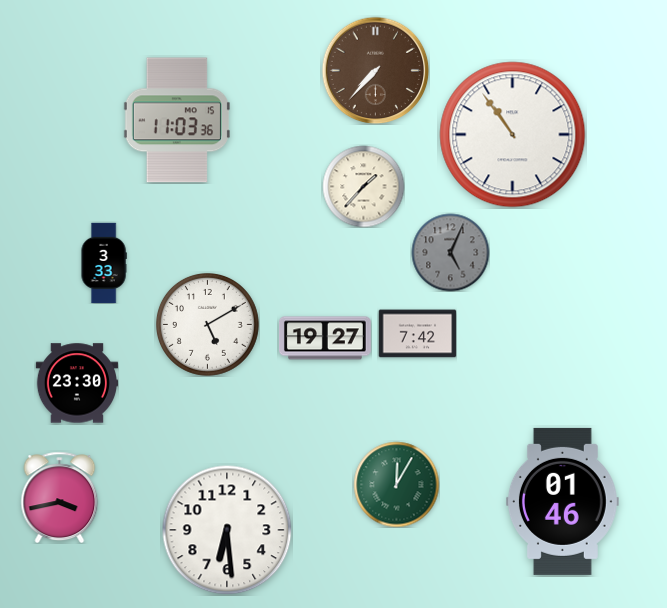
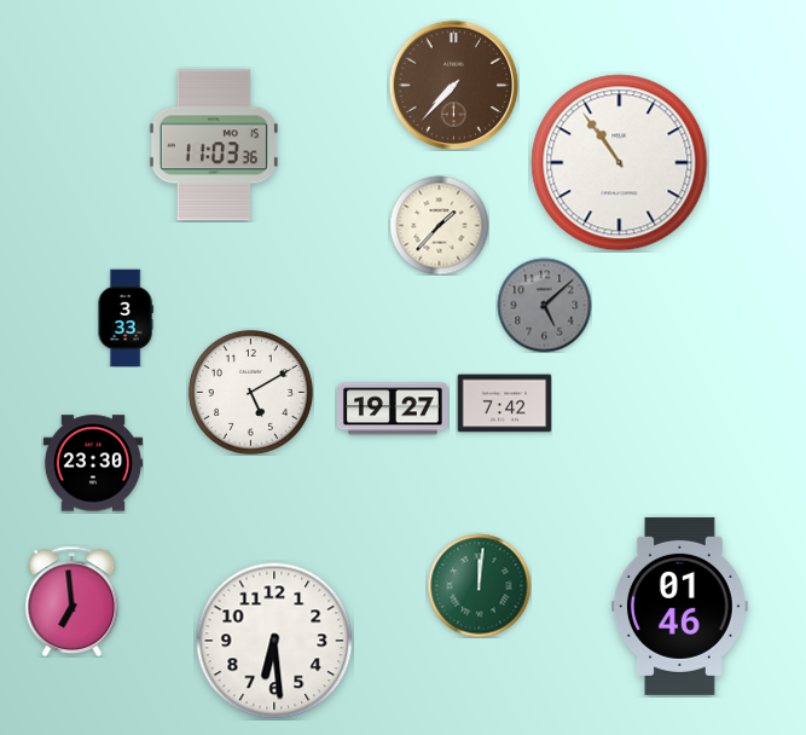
clock at (450, 252): 5:04 -> 5:08
clock at (396, 484): 12:05 -> 12:01
clock at (60, 497): 3:43 -> 6:59
